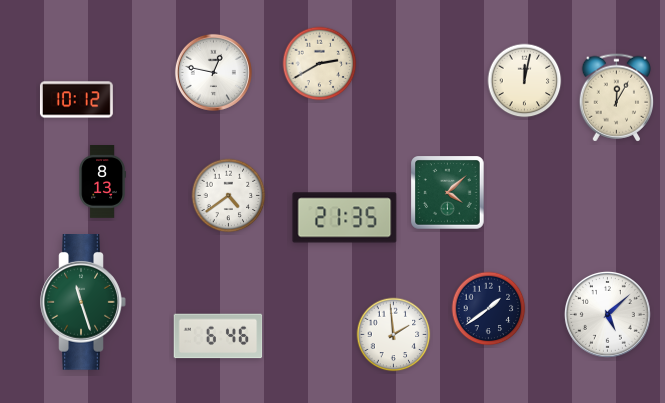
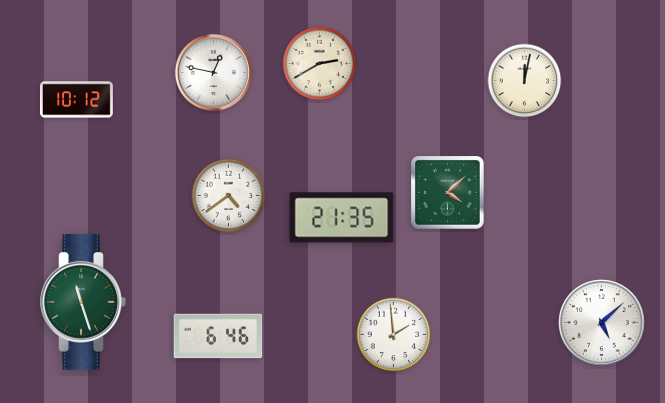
clock at (617, 98): 12:05 -> none
clock at (102, 182): 8:13 -> none
clock at (345, 218) position: (345, 218) -> (342, 218)
clock at (489, 309): 1:39 -> none
clock at (607, 314) position: (607, 314) -> (601, 322)
